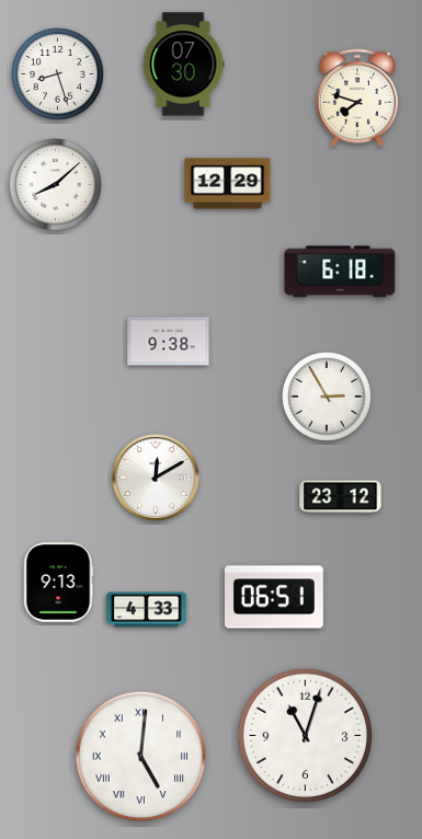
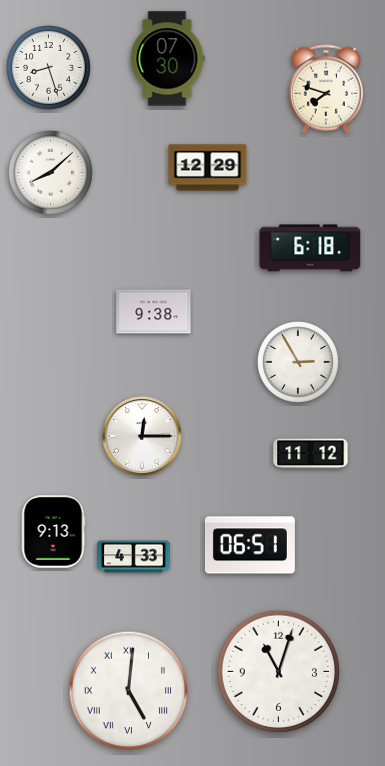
clock at (58, 74) position: (58, 74) -> (49, 68)
clock at (56, 185) position: (56, 185) -> (51, 173)
clock at (156, 478): 12:10 -> 12:15
clock at (341, 497): 23:12 -> 11:12
